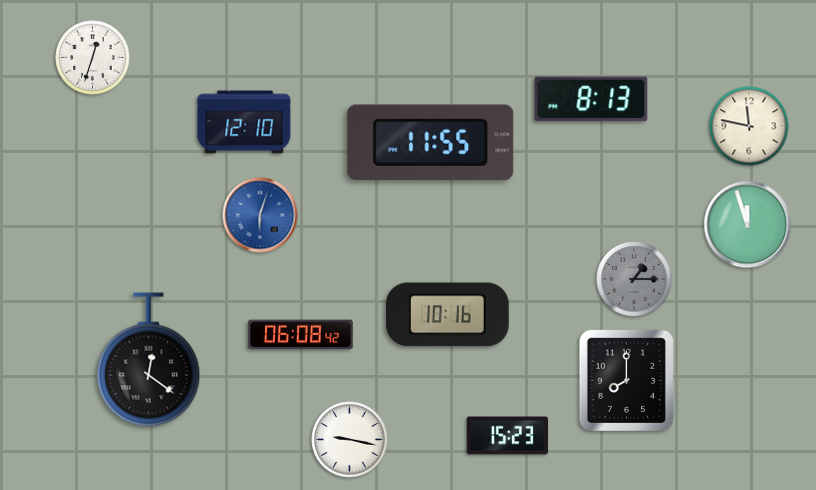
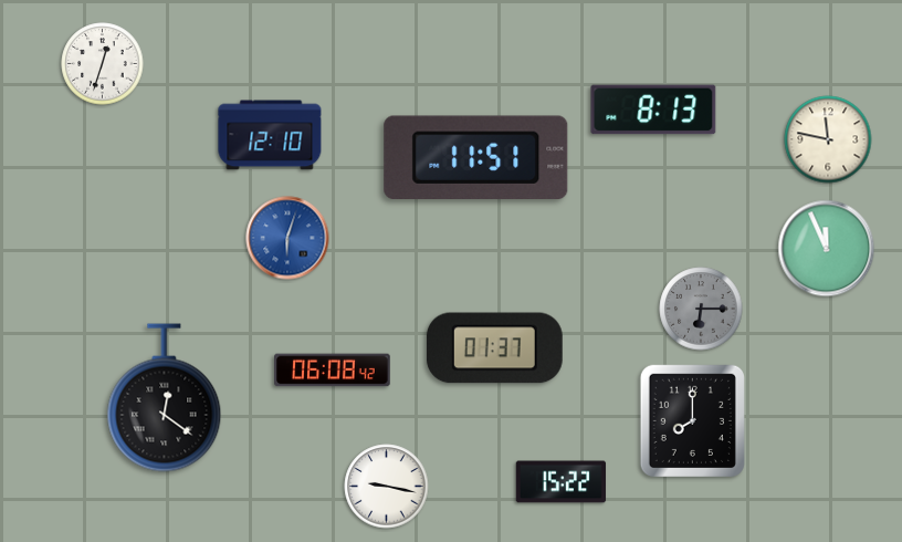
clock at (431, 142): 11:55 -> 11:51
clock at (748, 225): 11:57 -> 11:56
clock at (634, 279): 1:15 -> 6:15
clock at (447, 315): 10:16 -> 01:37
clock at (508, 436): 15:23 -> 15:22
